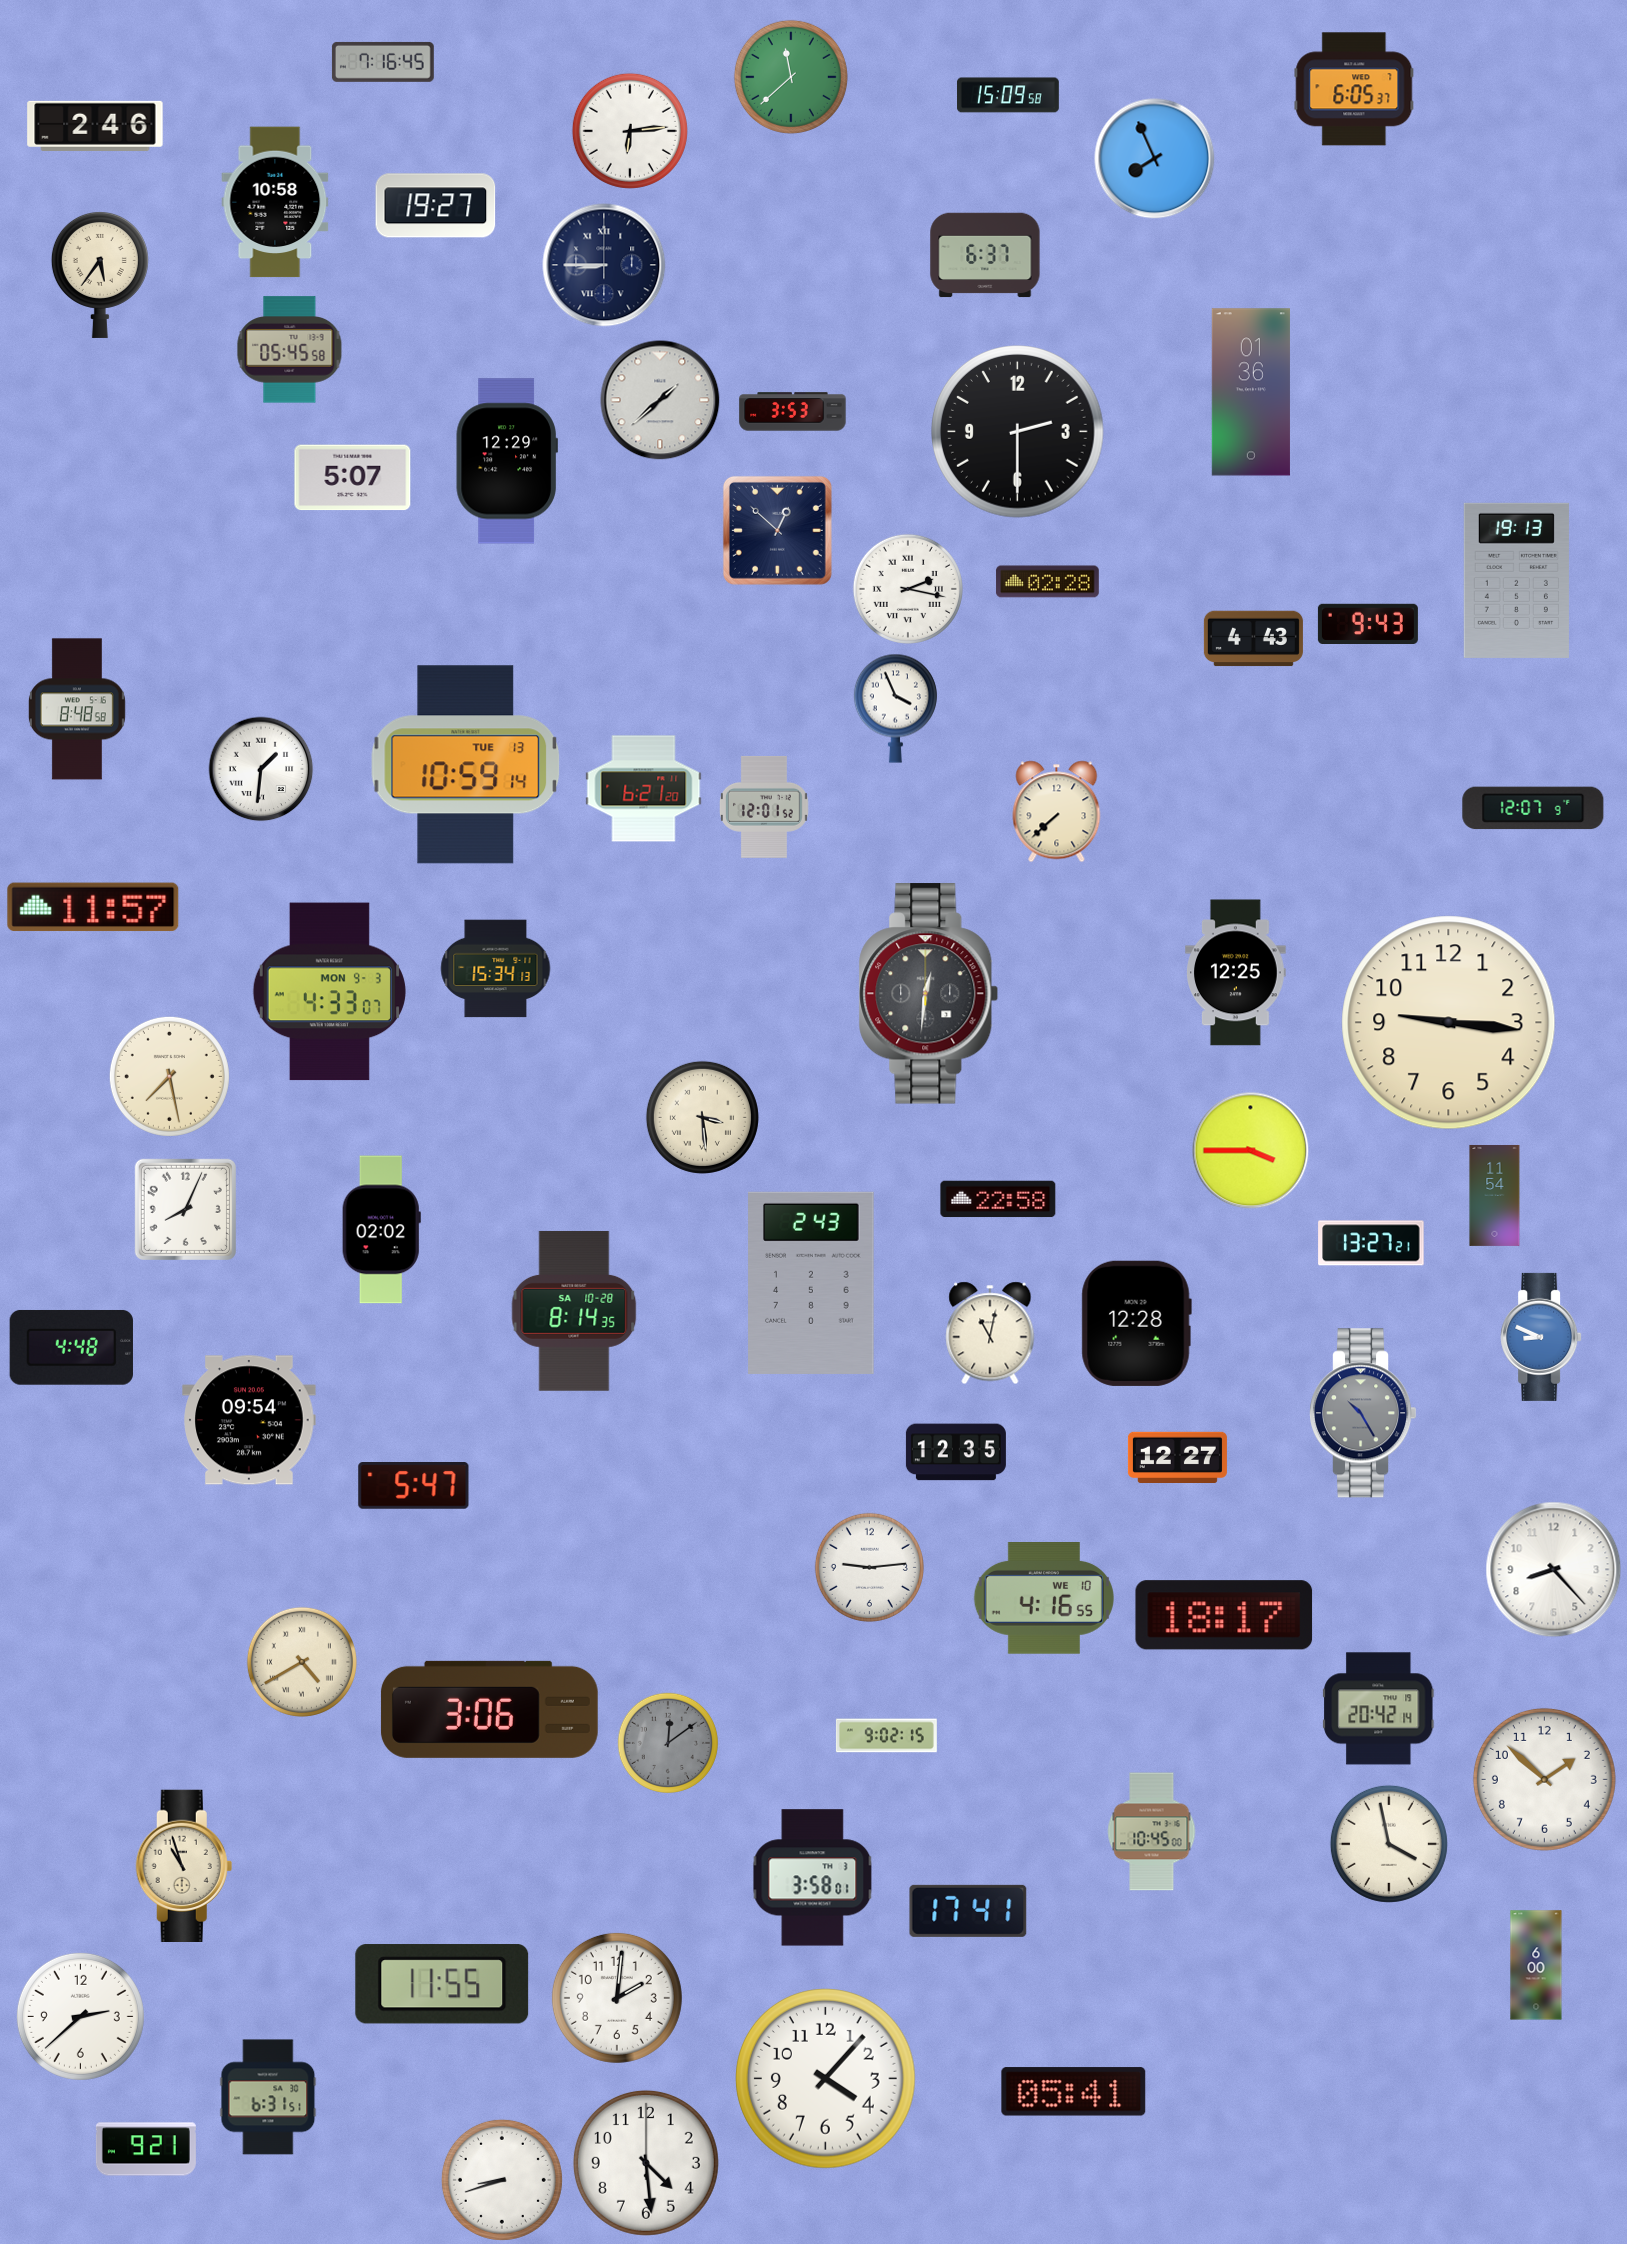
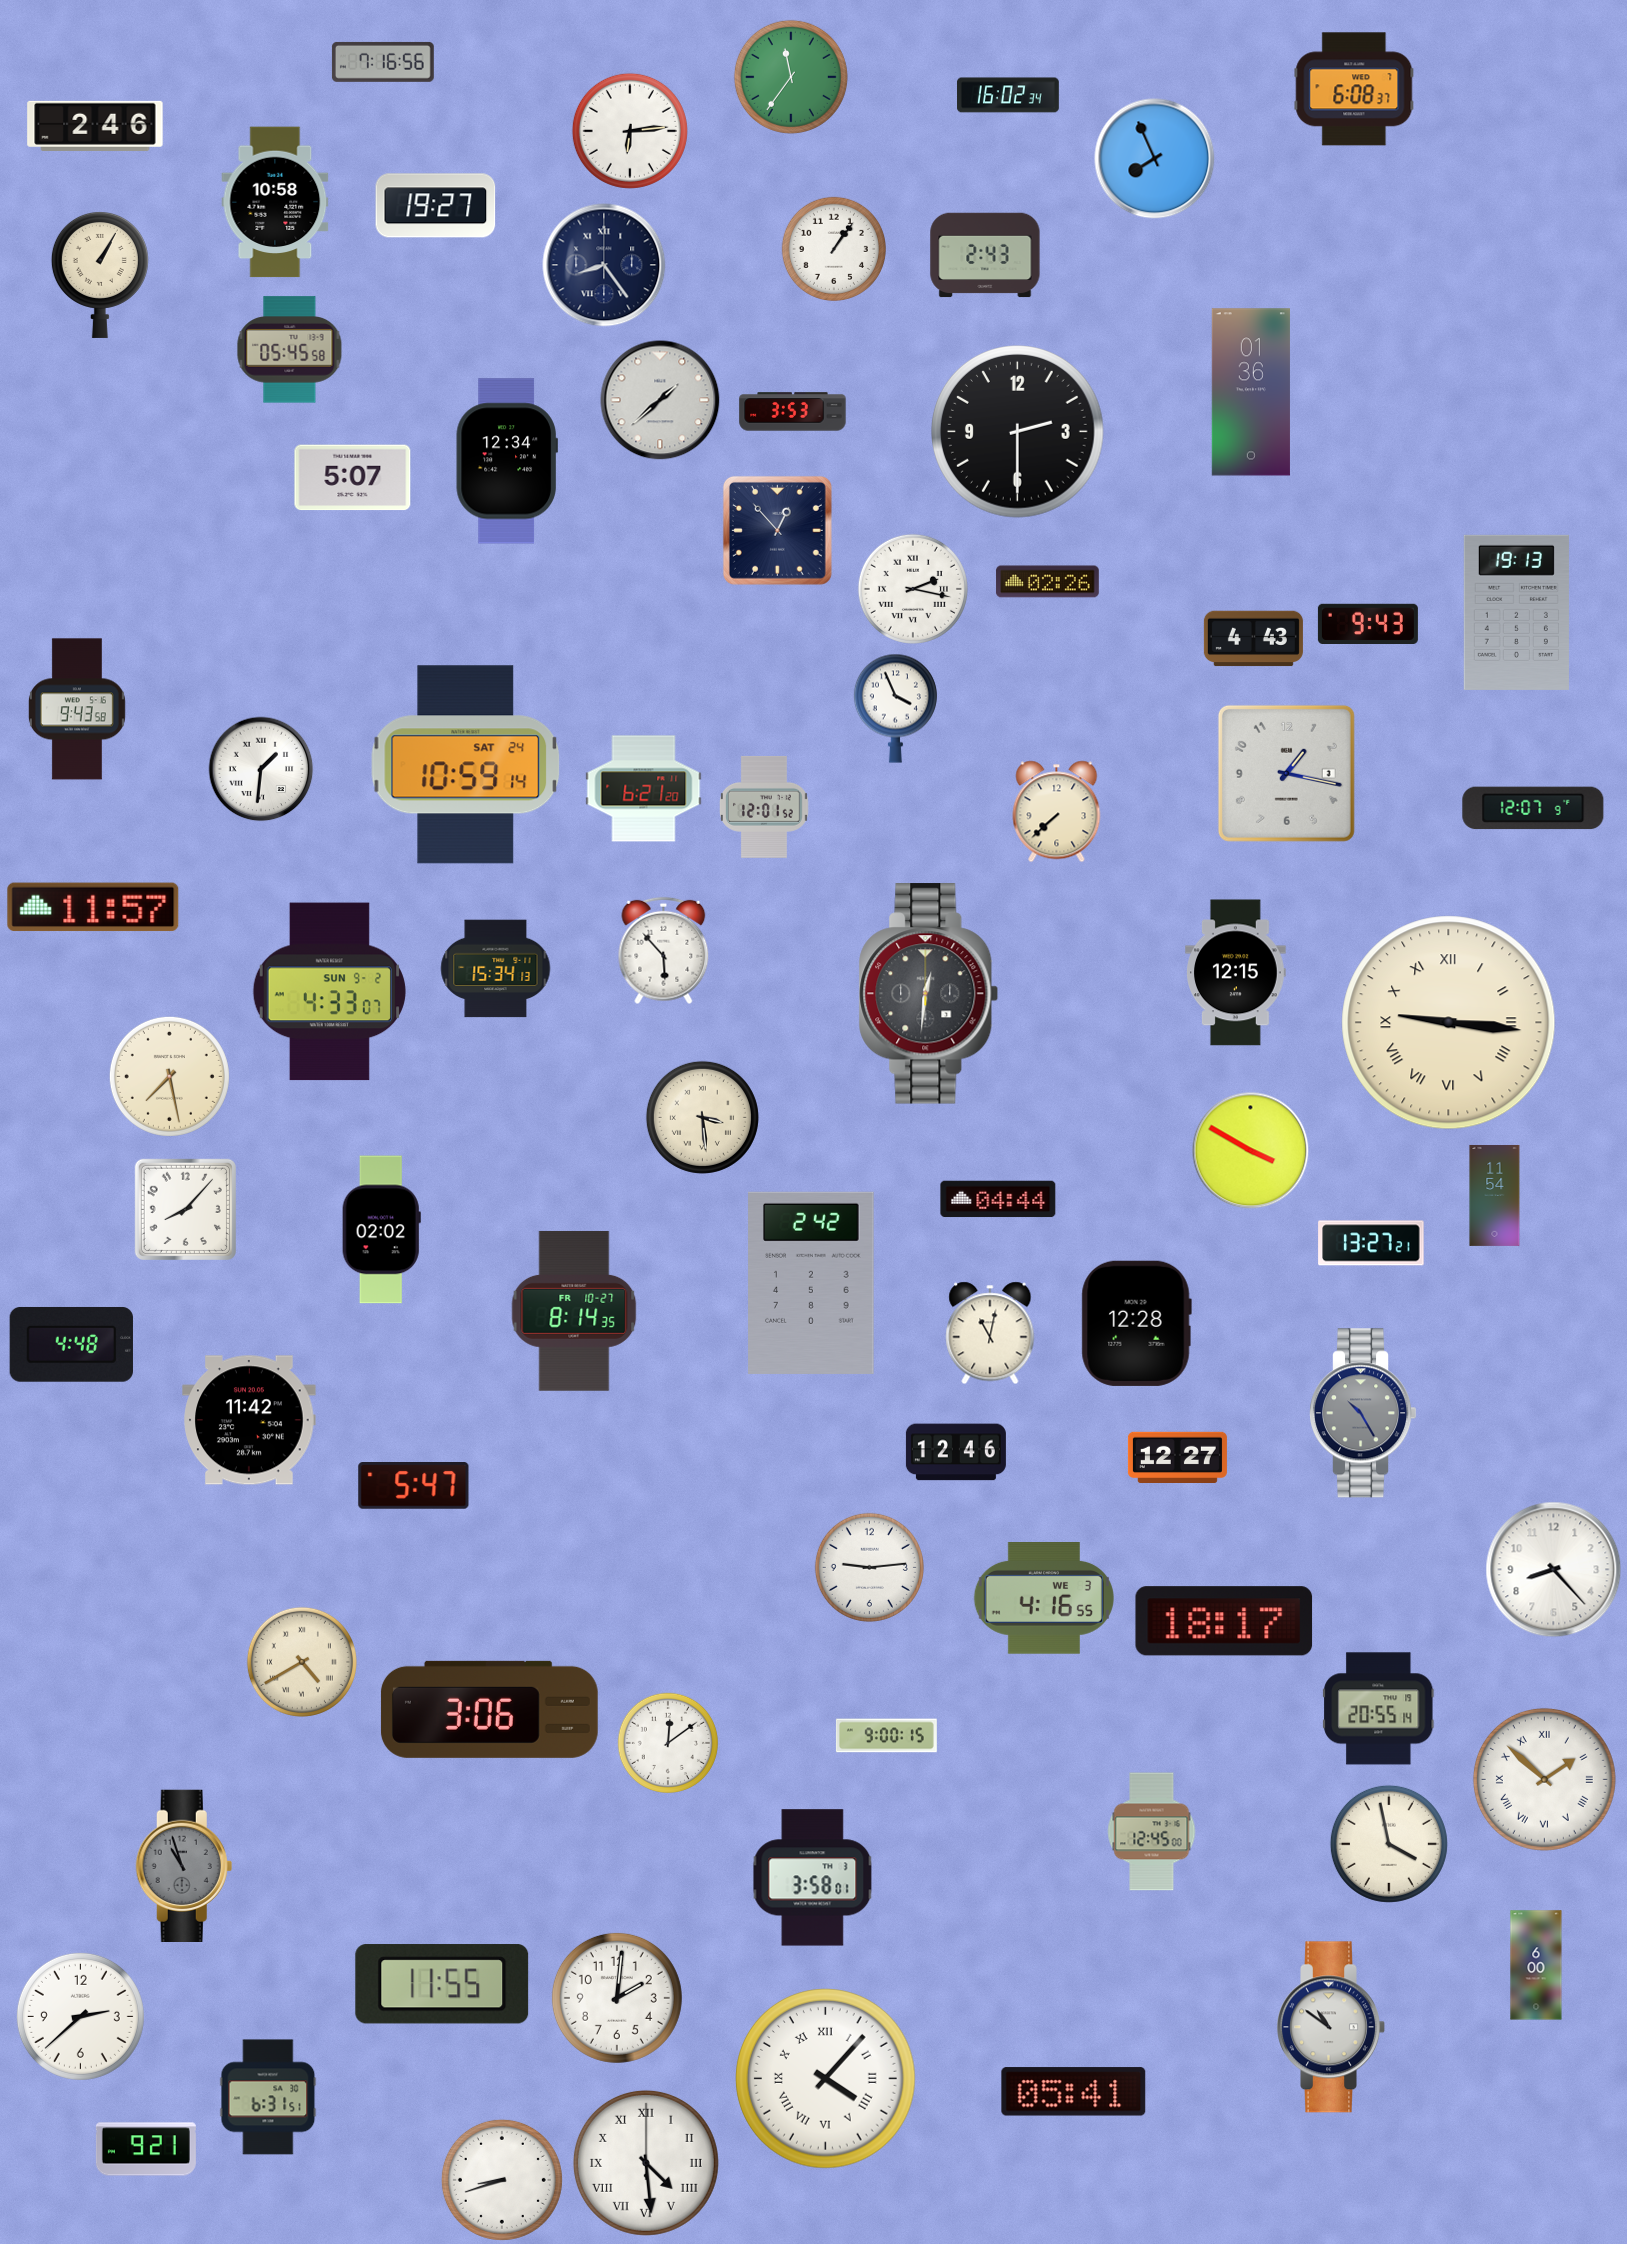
clock at (383, 62): 7:16:45 -> 7:16:56
clock at (791, 77): 11:38 -> 11:36
clock at (1354, 89): 6:05 -> 6:08
clock at (1009, 95): 15:09 -> 16:02
clock at (834, 249): none -> 1:06
clock at (985, 255): 6:37 -> 2:43
clock at (604, 265): 8:45 -> 8:24
clock at (100, 274): 5:36 -> 1:05
clock at (507, 461): 12:29 -> 12:34
clock at (777, 530): 12:52 -> 12:53
clock at (1516, 580) position: (1516, 580) -> (1516, 612)
clock at (1048, 582): 02:28 -> 02:26
clock at (908, 589) position: (908, 589) -> (913, 589)
clock at (77, 709): 8:48 -> 9:43
clock at (466, 765) date: TUE 13 -> SAT 24
clock at (1286, 773): none -> 1:17
clock at (664, 951): none -> 5:53
clock at (1236, 973): 12:25 -> 12:15
clock at (329, 992) date: MON 9-3 -> SUN 9-2
clock at (1449, 1023) numerals: Arabic -> Roman
clock at (1251, 1151): 3:45 -> 3:50
clock at (998, 1199): 22:58 -> 04:44
clock at (185, 1209): 8:04 -> 8:07
clock at (811, 1283): 2:43 -> 2:42
clock at (574, 1311) date: SA 10-28 -> FR 10-27
clock at (1541, 1337): 8:49 -> none
clock at (71, 1347) position: (71, 1347) -> (71, 1344)
clock at (249, 1420): 09:54 -> 11:42
clock at (956, 1452): 12:35 -> 12:46
clock at (1044, 1599) date: WE 10 -> WE 3
clock at (1224, 1615) position: (1224, 1615) -> (1224, 1621)
clock at (1379, 1709): 20:42 -> 20:55
clock at (886, 1736): 9:02 -> 9:00
clock at (667, 1742) dial: grey -> white
clock at (1544, 1779) numerals: Arabic -> Roman
clock at (1152, 1832): 10:45 -> 12:45
clock at (184, 1865) dial: cream -> grey
clock at (968, 1911): 17:41 -> none
clock at (1332, 2027): none -> 10:51
clock at (826, 2079) numerals: Arabic -> Roman
clock at (646, 2163) numerals: Arabic -> Roman
